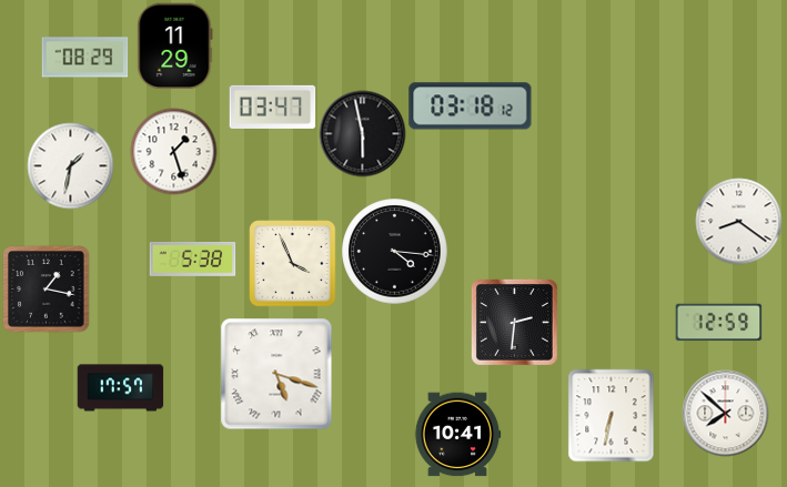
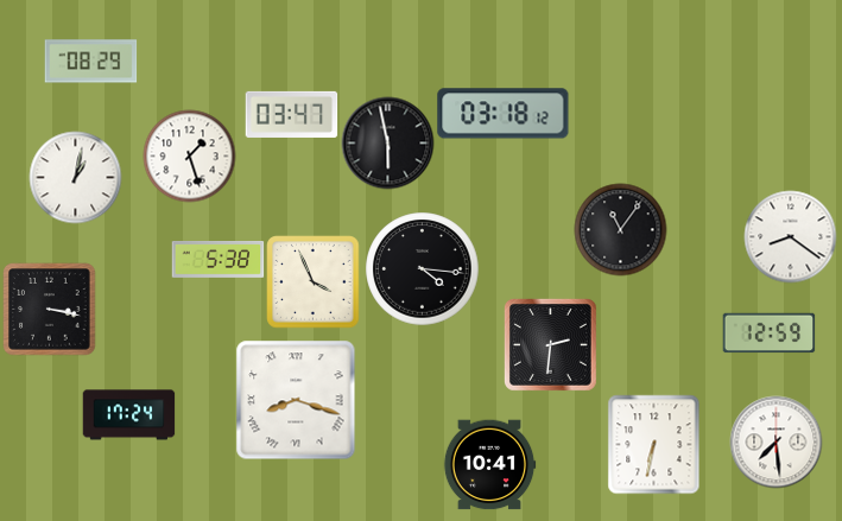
clock at (175, 45): 11:29 -> none
clock at (173, 151) position: (173, 151) -> (189, 155)
clock at (70, 165): 1:32 -> 1:02
clock at (620, 229): none -> 11:06
clock at (192, 260) position: (192, 260) -> (217, 260)
clock at (46, 288): 1:17 -> 3:17
clock at (718, 323) position: (718, 323) -> (768, 333)
clock at (276, 374): 5:18 -> 8:18
clock at (120, 388): 17:57 -> 17:24
clock at (725, 413): 7:52 -> 7:29
